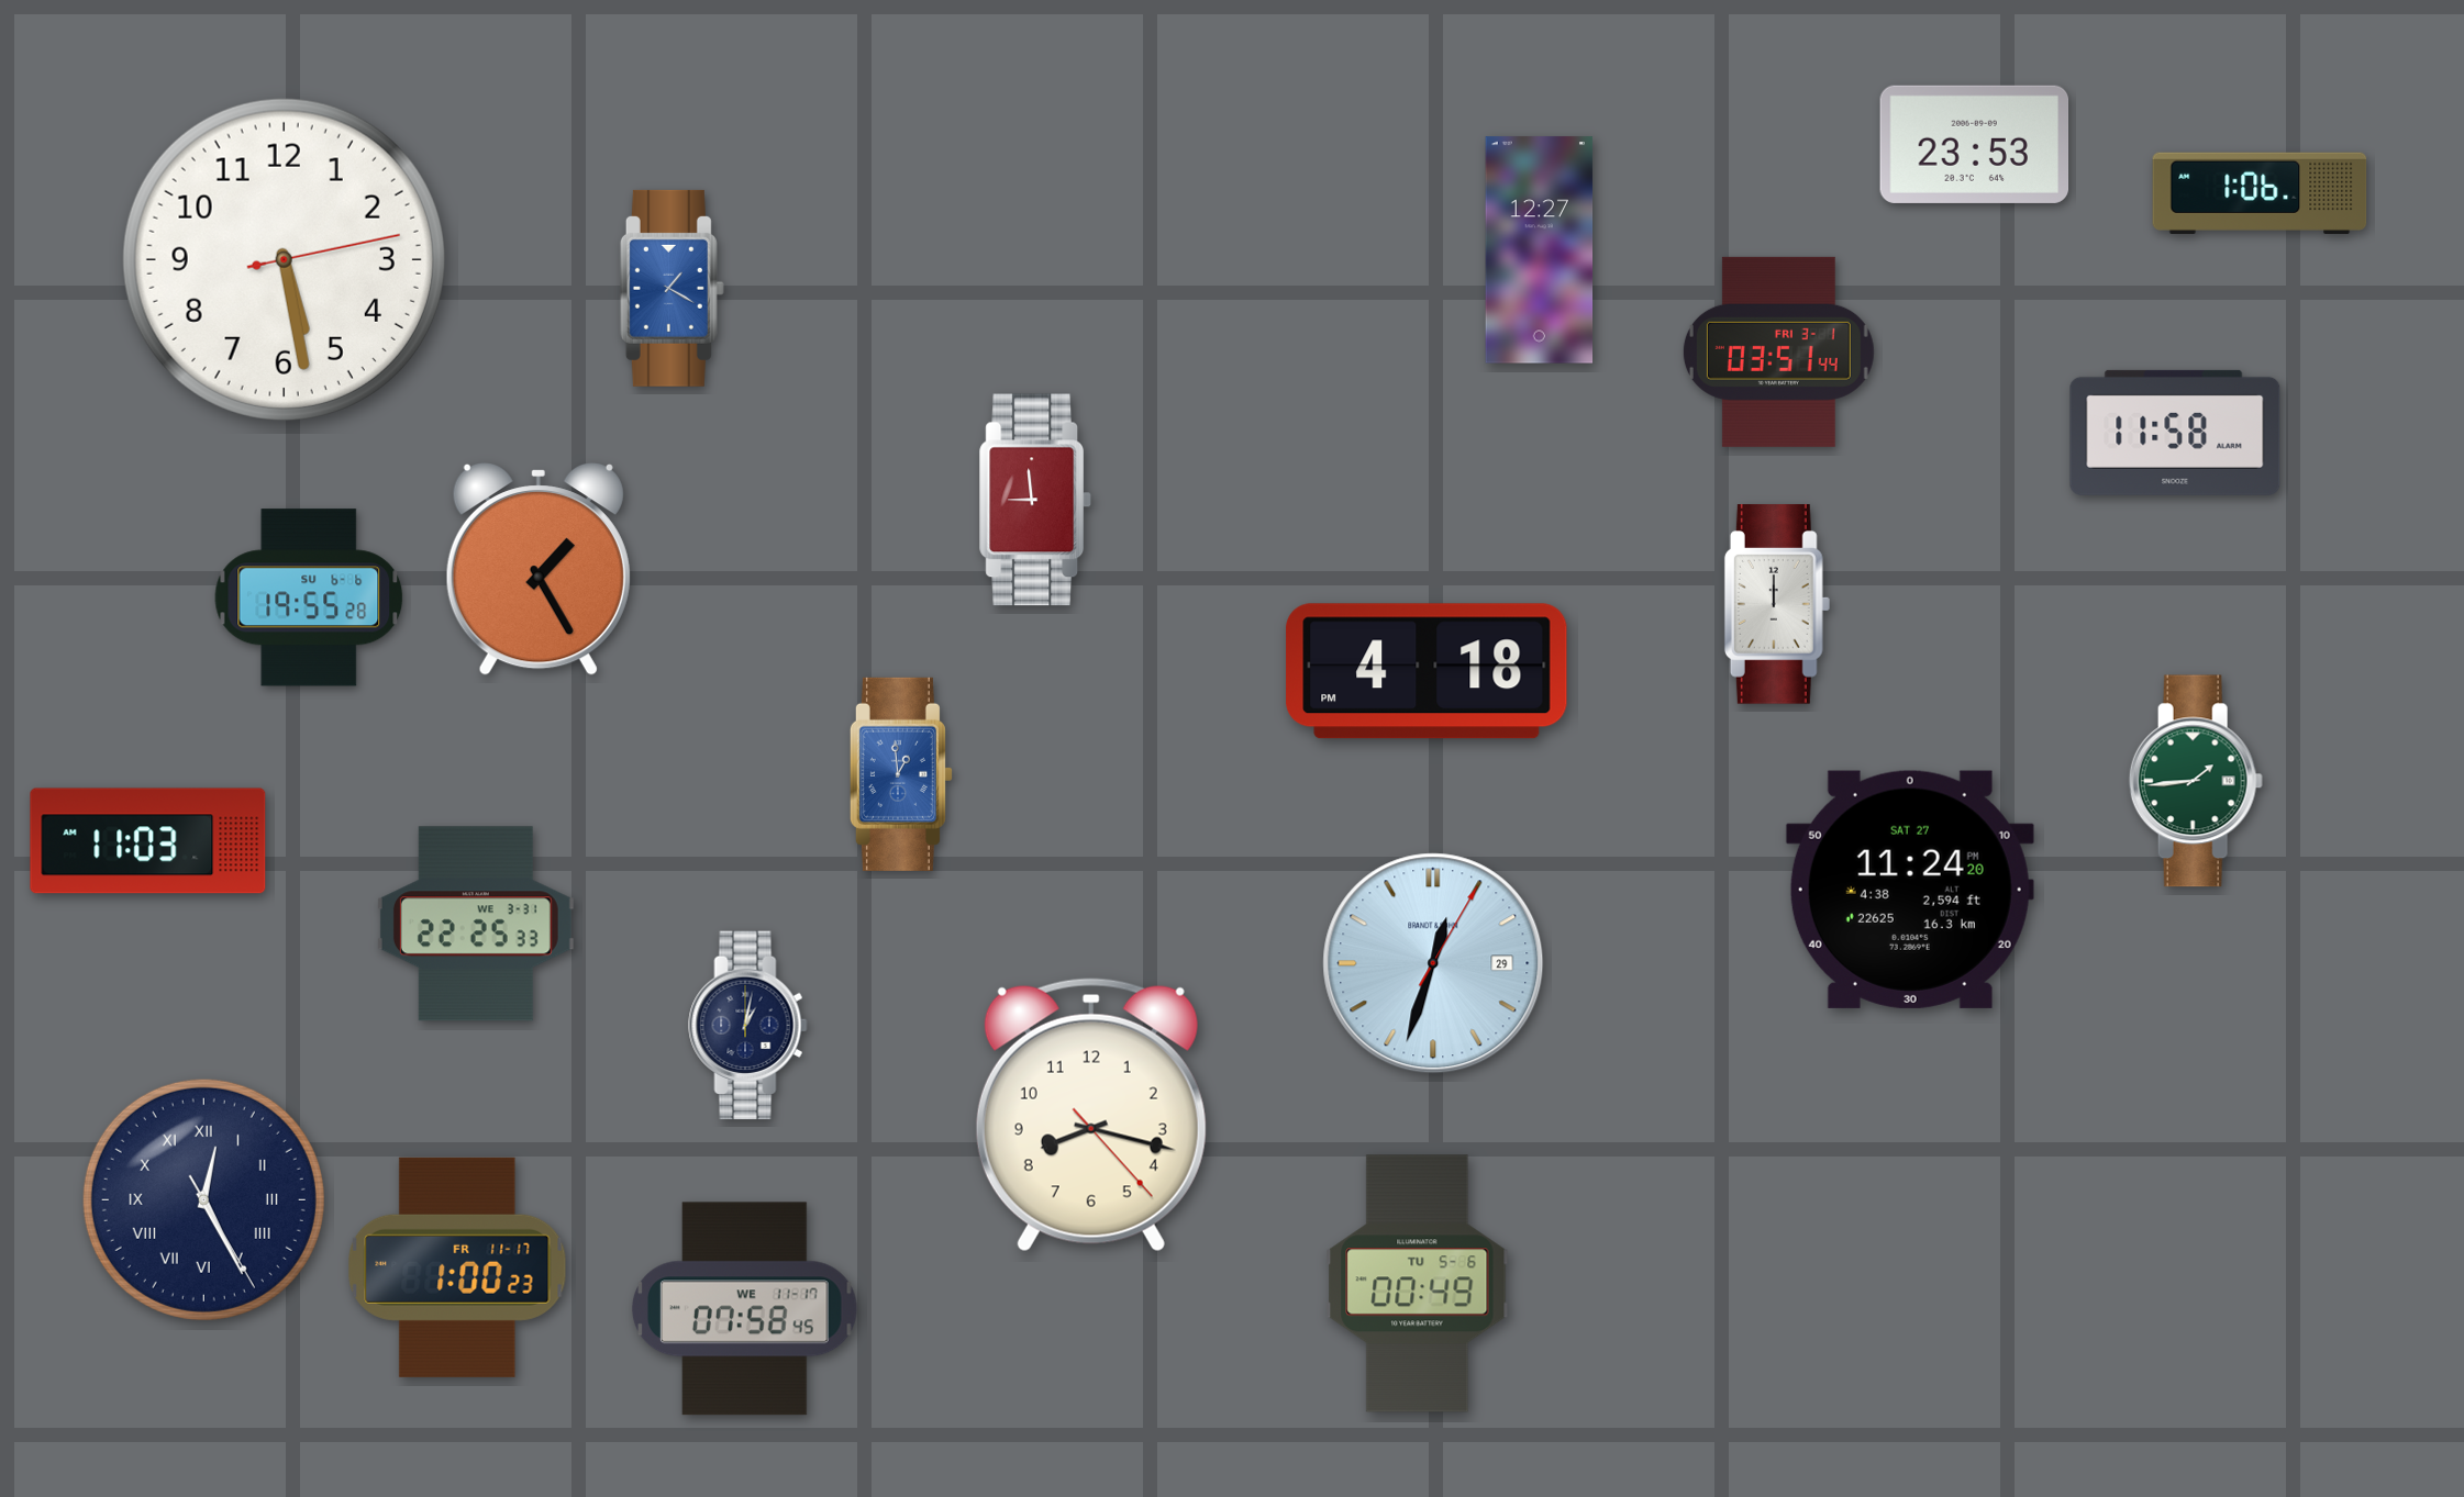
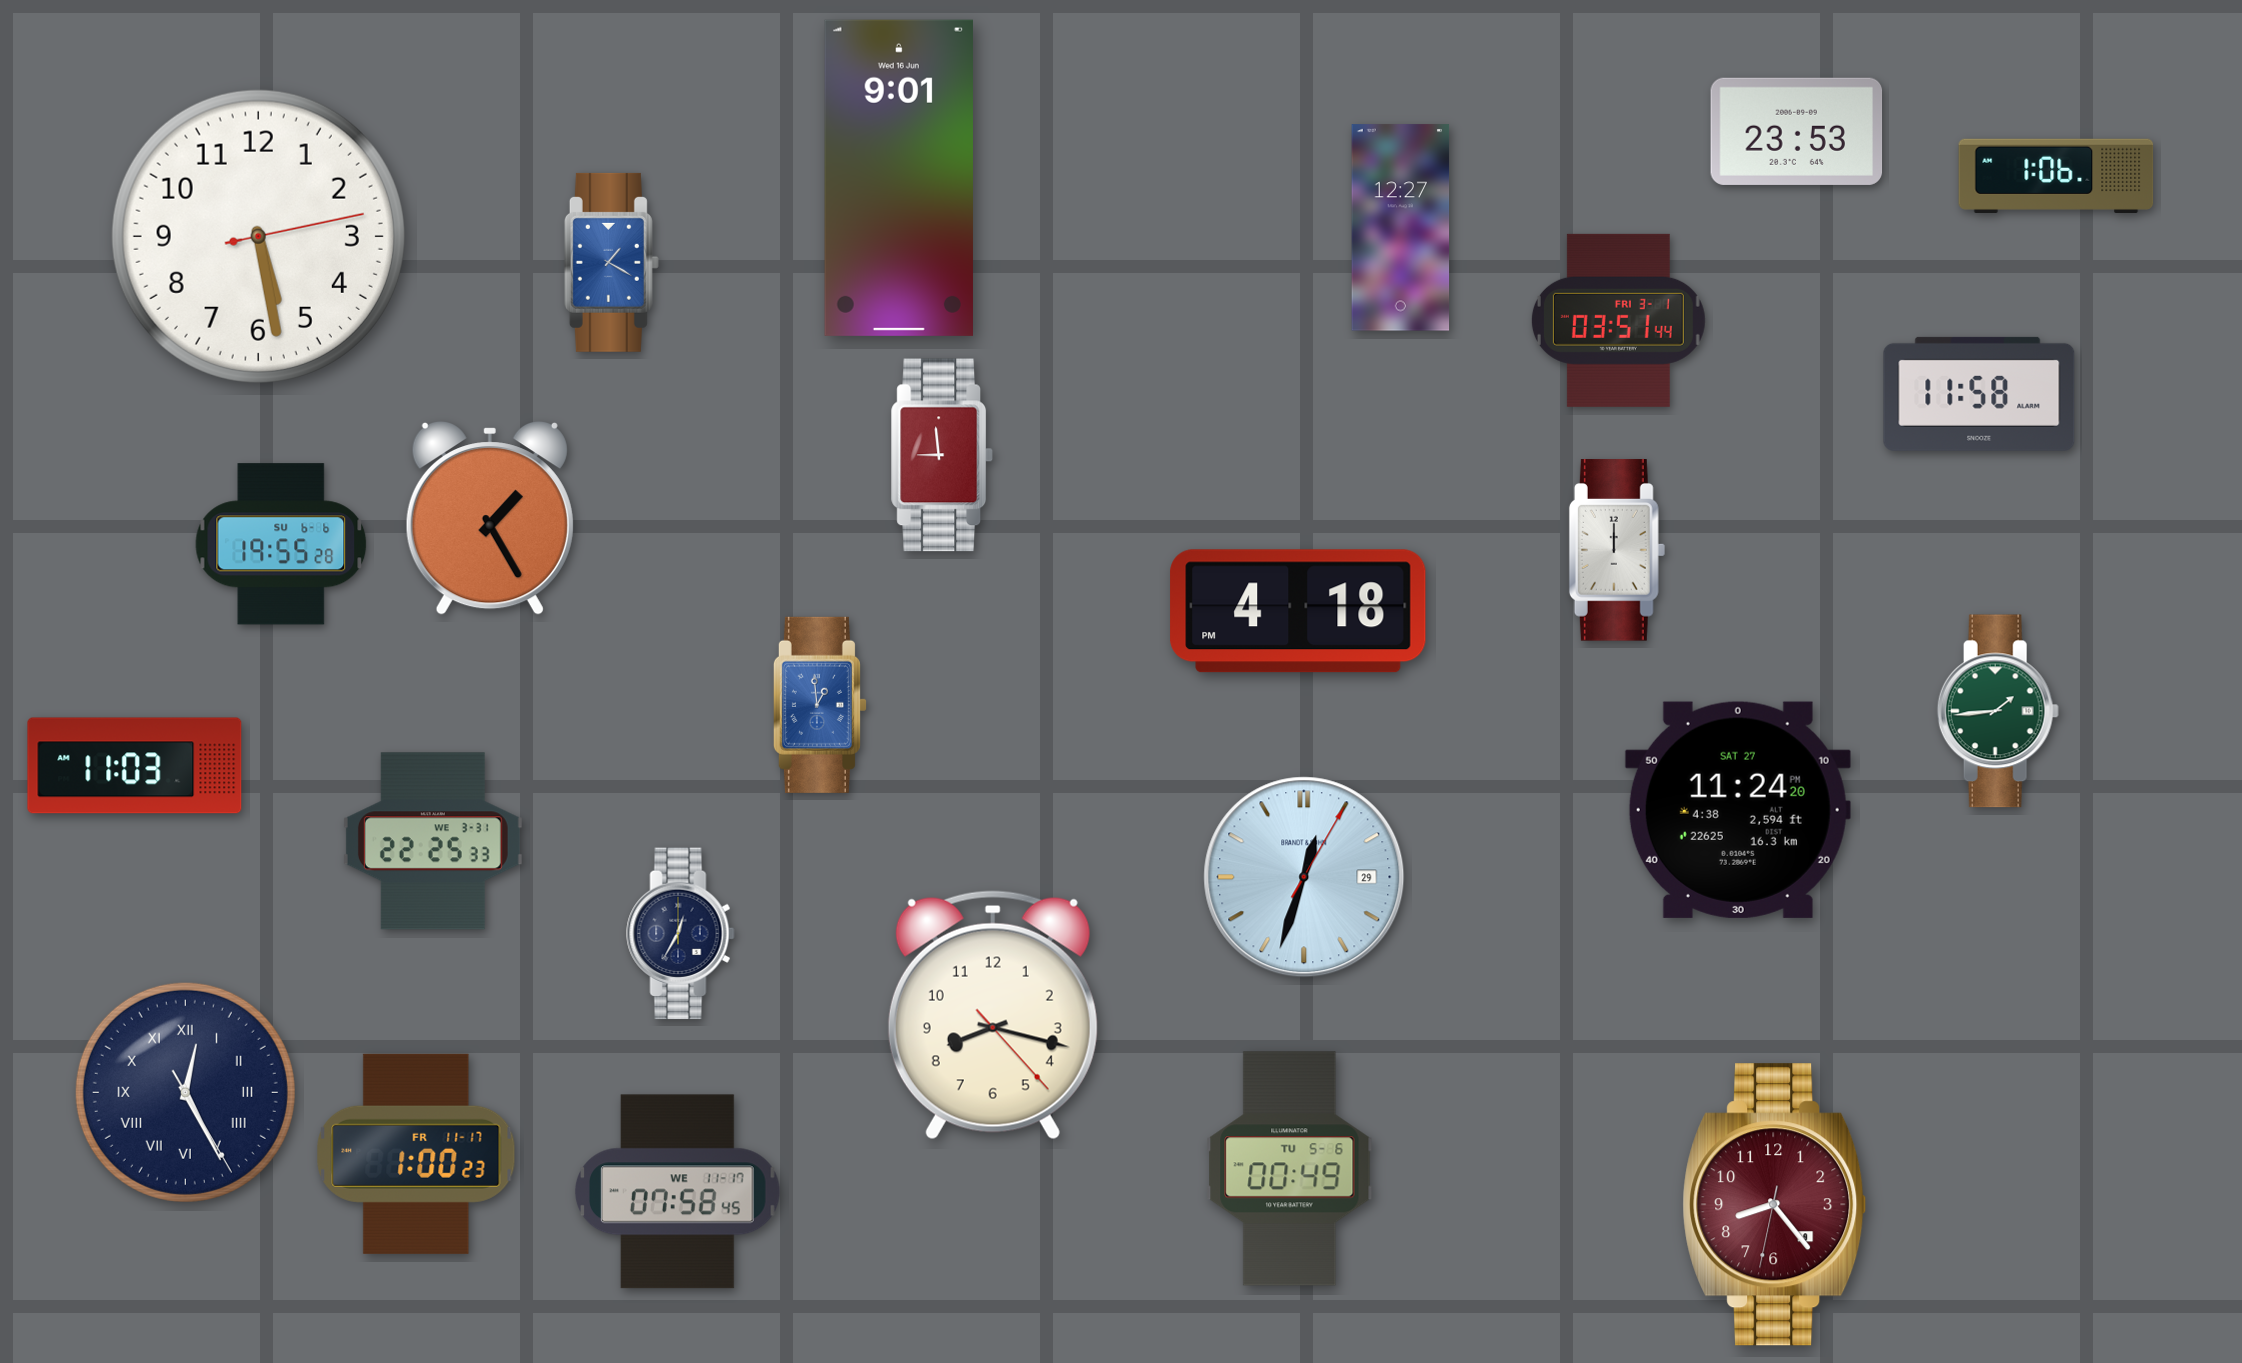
clock at (899, 178): none -> 9:01
clock at (748, 1026): 1:02 -> 12:35
clock at (1775, 1205): none -> 8:23
